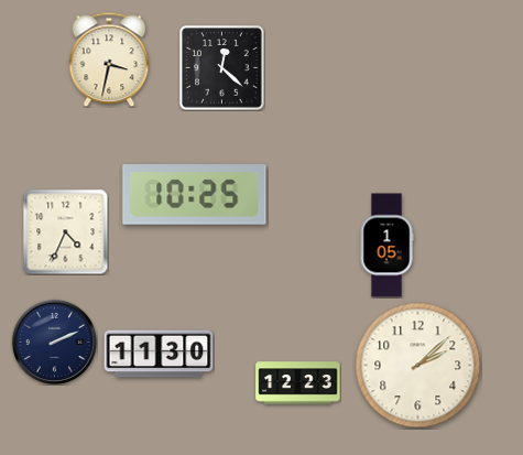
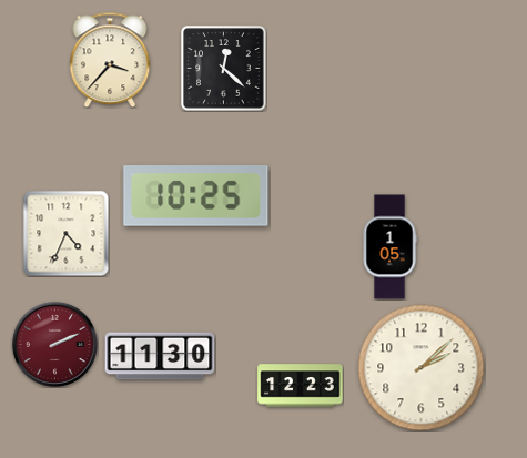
clock at (109, 59): 3:32 -> 3:37
clock at (54, 342) dial: navy -> burgundy
